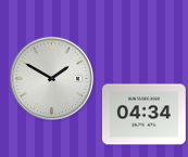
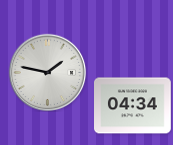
clock at (51, 78): 1:50 -> 1:47
